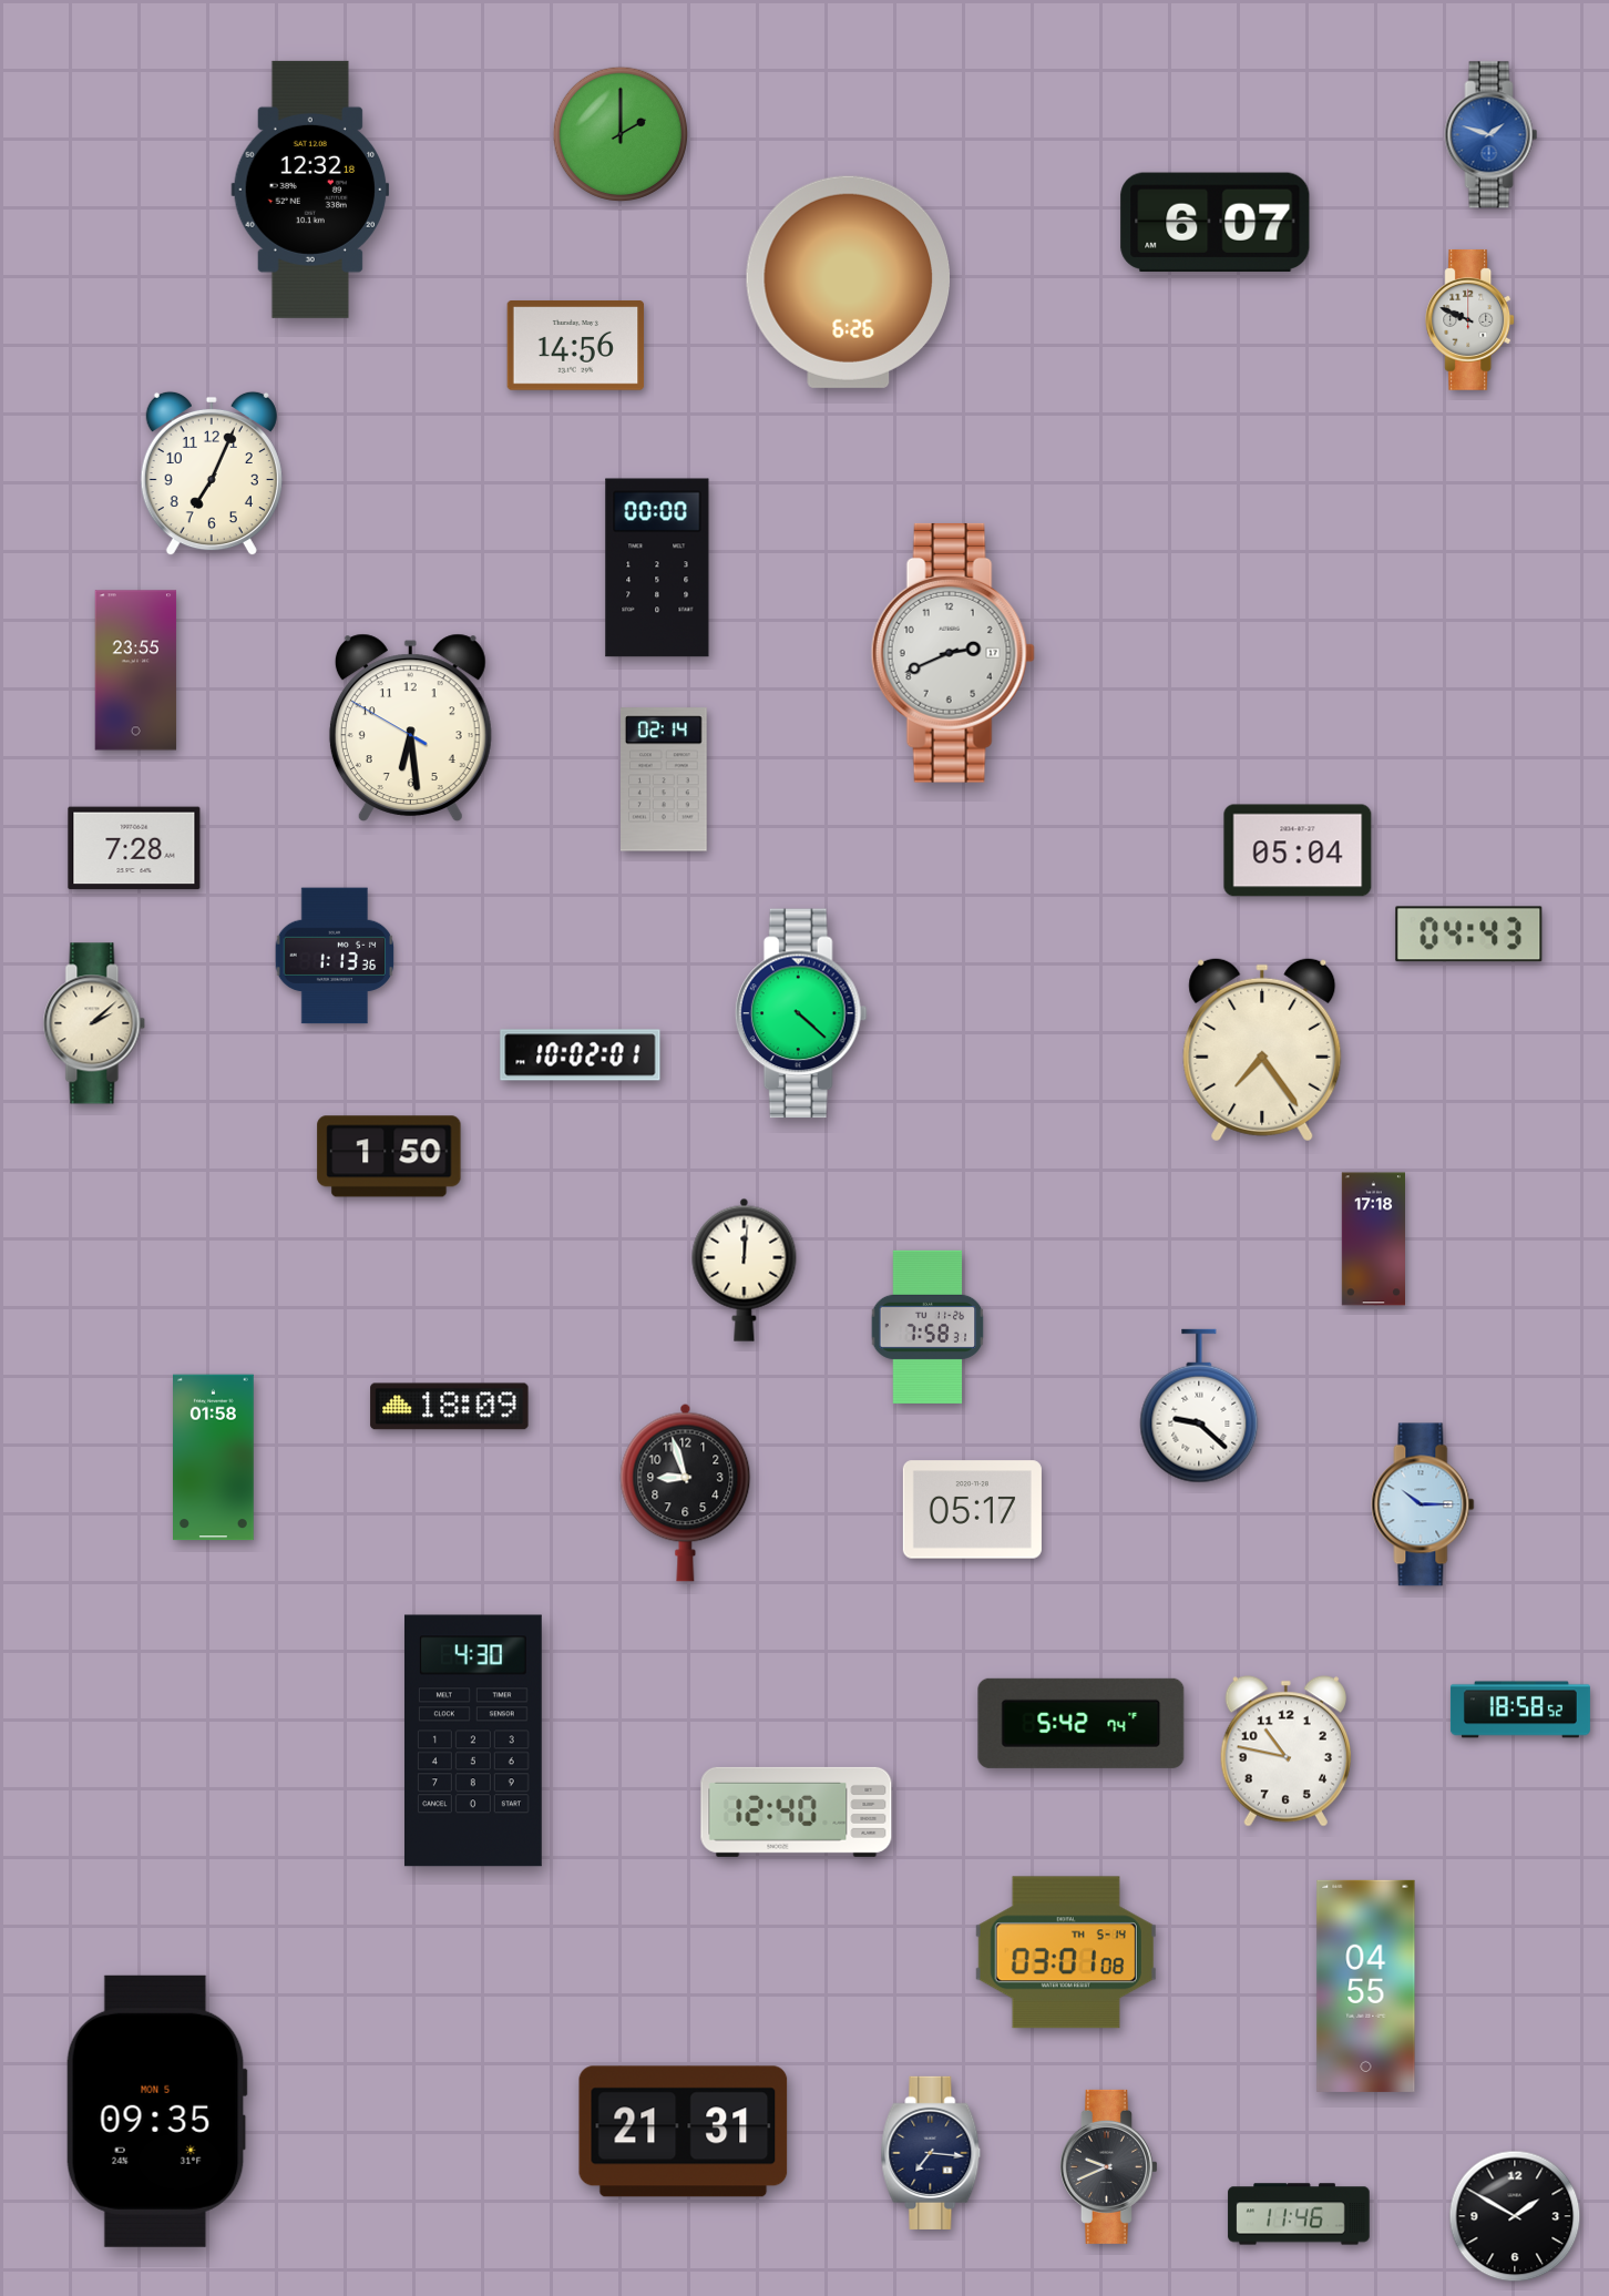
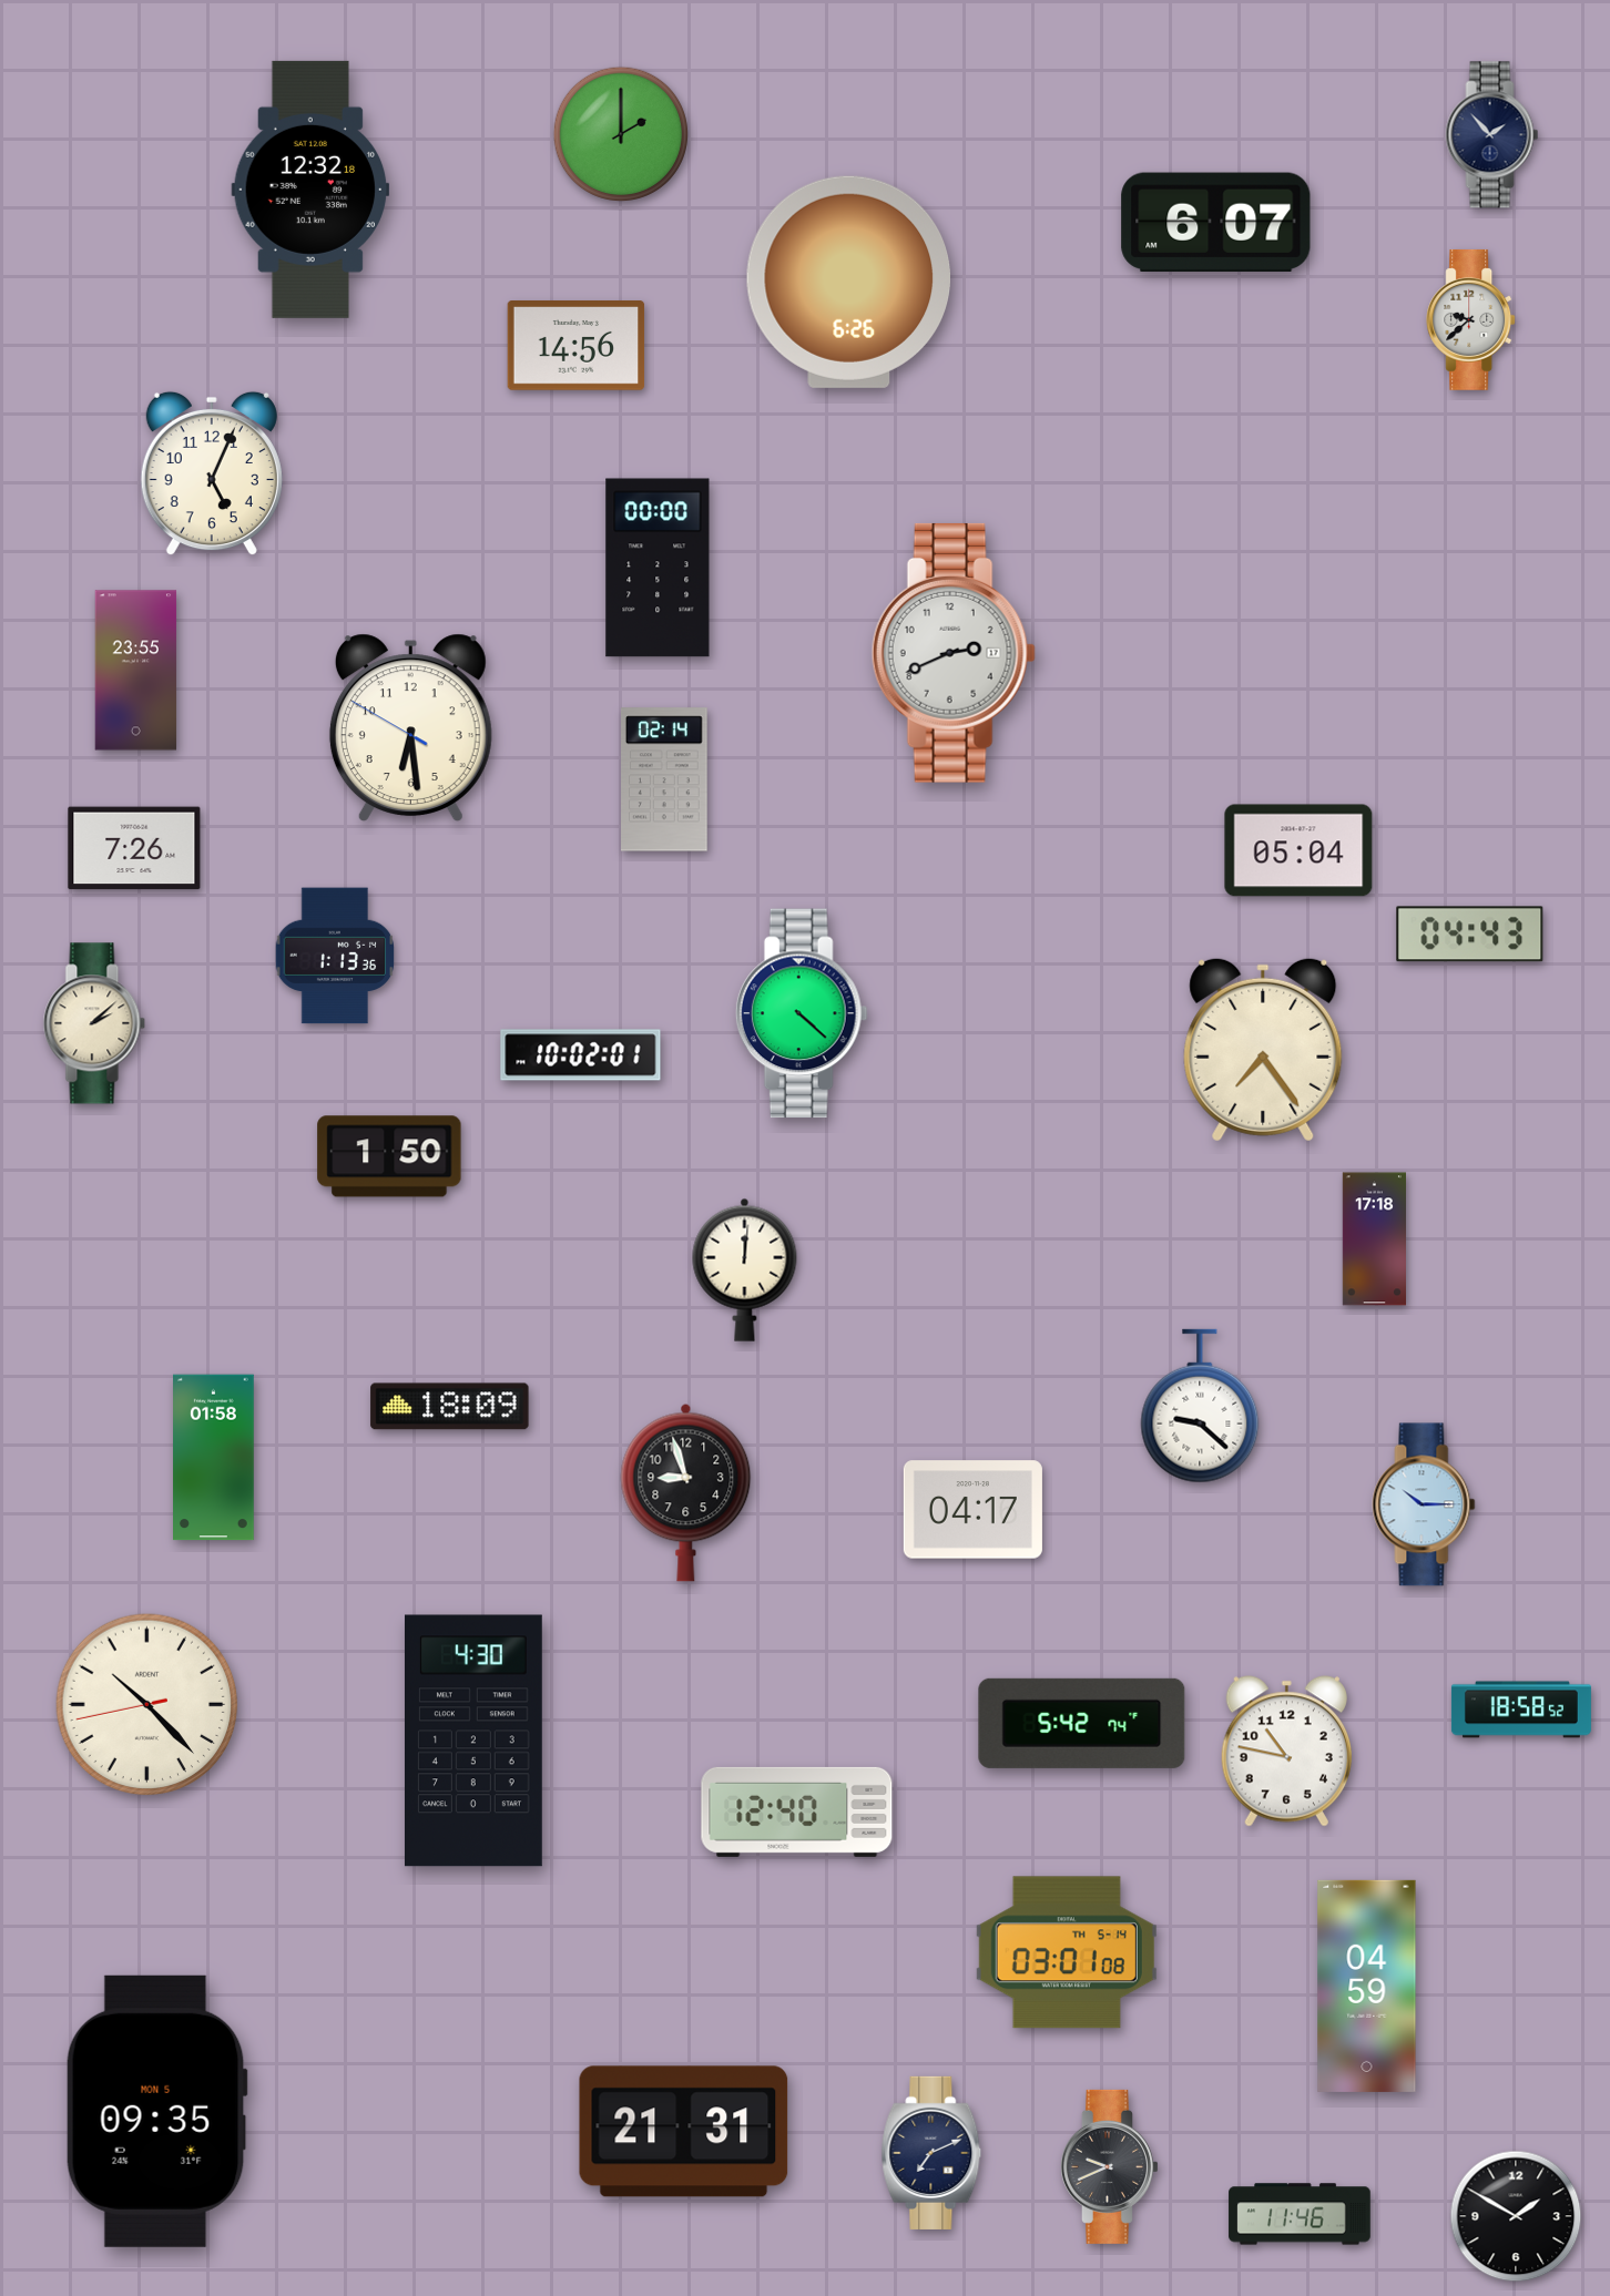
clock at (1492, 135): 1:48 -> 1:53
clock at (1492, 135) dial: blue -> navy
clock at (1470, 319): 9:49 -> 9:38
clock at (212, 473): 7:04 -> 5:04
clock at (134, 848): 7:28 -> 7:26
clock at (928, 1327): 7:58 -> none
clock at (972, 1510): 05:17 -> 04:17
clock at (147, 1705): none -> 10:22
clock at (1366, 1986): 04:55 -> 04:59
clock at (931, 2153): 7:16 -> 7:11
